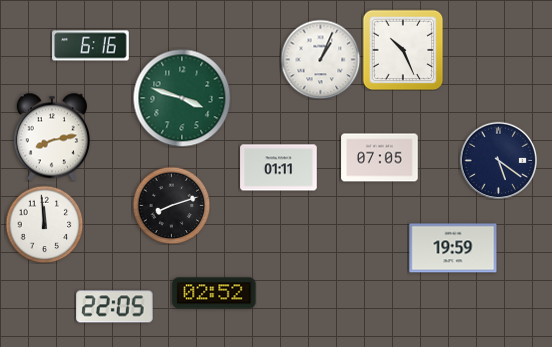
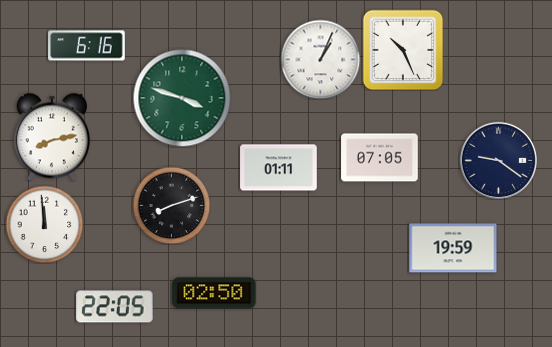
clock at (91, 46) position: (91, 46) -> (87, 46)
clock at (498, 160): 5:21 -> 9:21
clock at (214, 293): 02:52 -> 02:50
